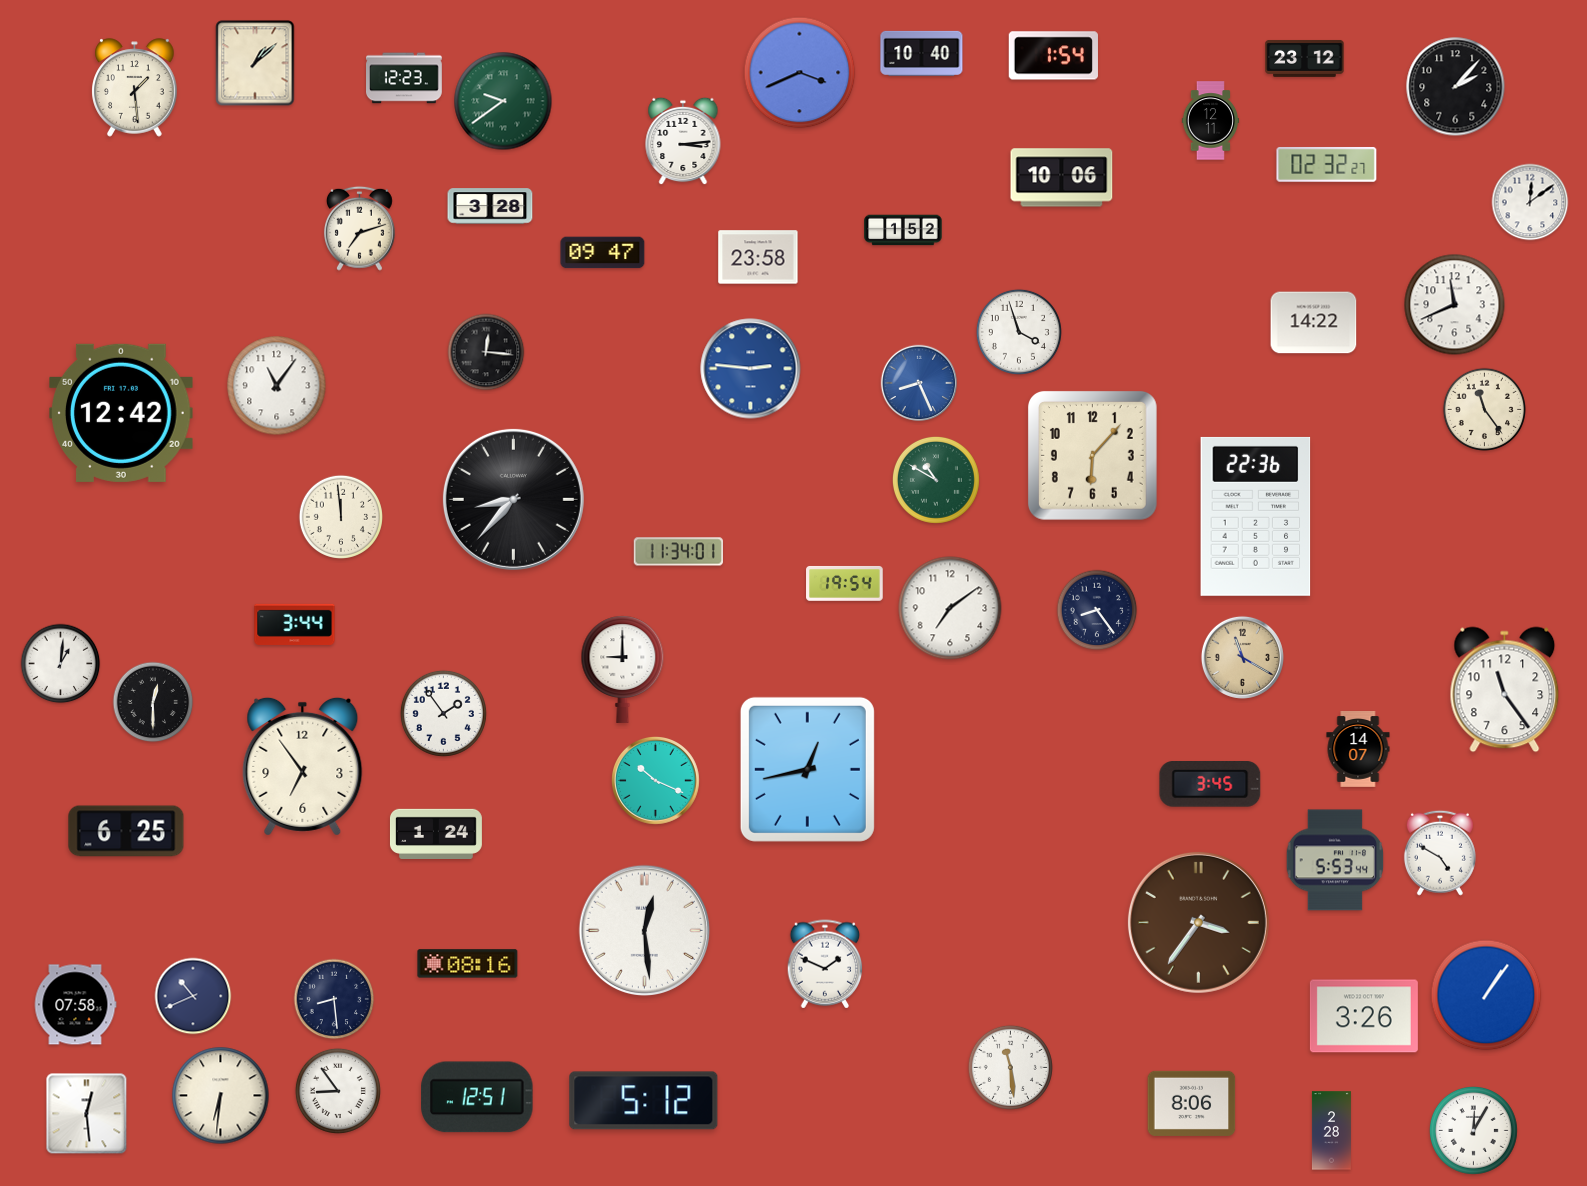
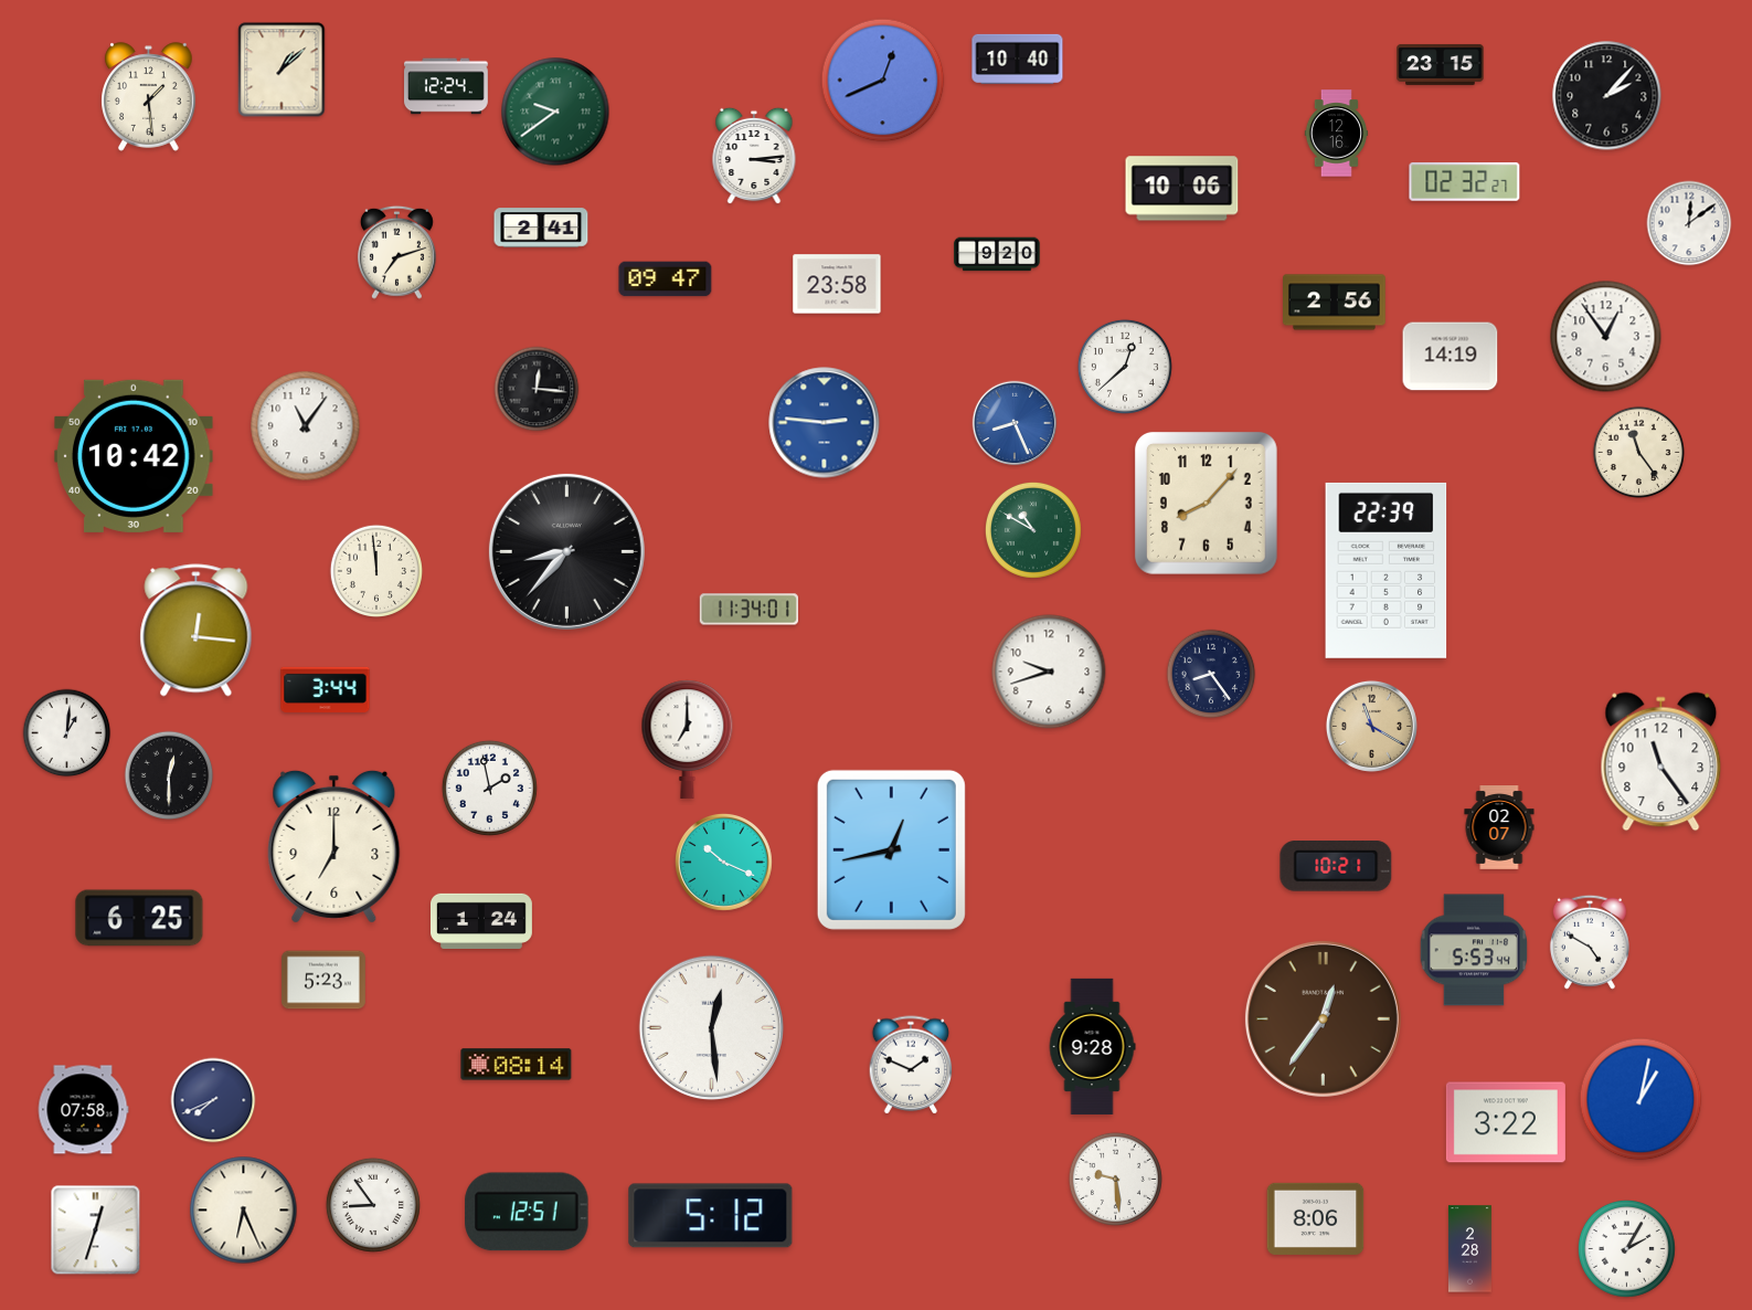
clock at (1053, 56): 1:54 -> none
clock at (1305, 58): 23:12 -> 23:15
clock at (800, 73): 3:41 -> 12:41
clock at (405, 78): 12:23 -> 12:24
clock at (1211, 121): 12:11 -> 12:16
clock at (1062, 178) position: (1062, 178) -> (1182, 189)
clock at (490, 206): 3:28 -> 2:41
clock at (903, 230): 1:52 -> 9:20
clock at (1335, 303): none -> 2:56
clock at (1455, 305): 11:41 -> 12:54
clock at (1314, 323): 14:22 -> 14:19
clock at (1019, 332): 3:57 -> 12:38
clock at (751, 369) position: (751, 369) -> (825, 423)
clock at (122, 413): 12:42 -> 10:42
clock at (1092, 455): 6:07 -> 8:07
clock at (1256, 516): 22:36 -> 22:39
clock at (197, 631): none -> 12:16
clock at (845, 584): 19:54 -> none
clock at (950, 608): 7:09 -> 9:42
clock at (623, 669): 9:00 -> 7:00
clock at (443, 713): 1:54 -> 1:58
clock at (1358, 750): 14:07 -> 02:07
clock at (303, 766): 6:54 -> 7:00
clock at (1210, 785): 3:45 -> 10:21
clock at (325, 980): none -> 5:23
clock at (1198, 922): 3:36 -> 12:36
clock at (1092, 1046): none -> 9:28
clock at (468, 964): 08:16 -> 08:14
clock at (1486, 995): 1:06 -> 1:02
clock at (193, 996): 10:41 -> 7:41
clock at (334, 999): 8:29 -> none
clock at (1364, 1016): 3:26 -> 3:22
clock at (1010, 1067): 11:29 -> 9:29
clock at (221, 1096): 6:31 -> 6:26
clock at (87, 1114): 12:29 -> 12:33
clock at (1473, 1130): 12:05 -> 2:05
